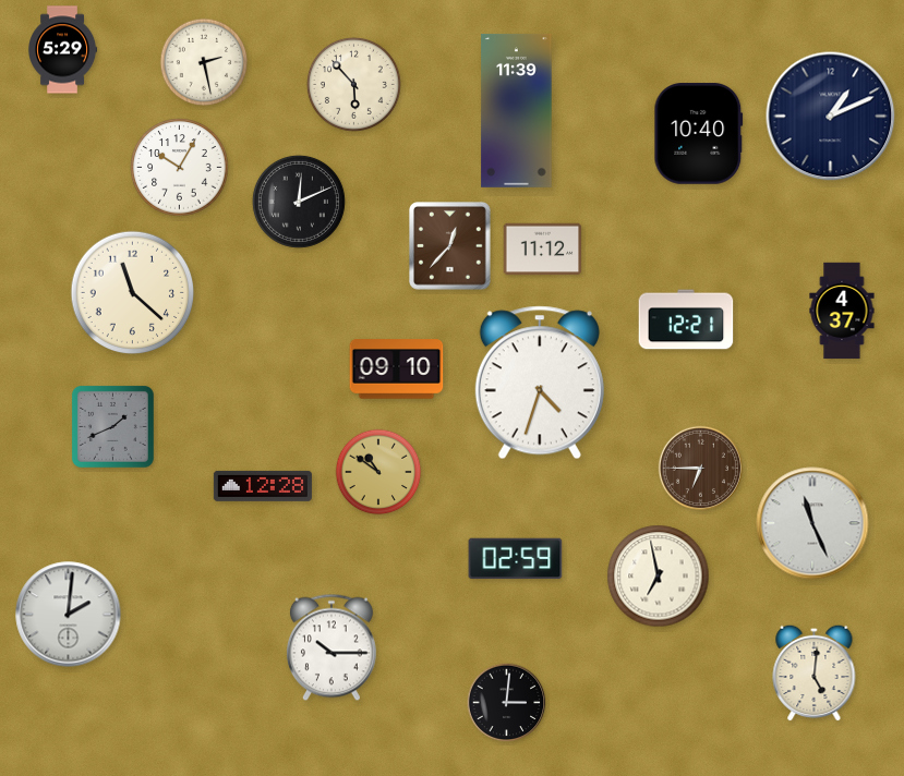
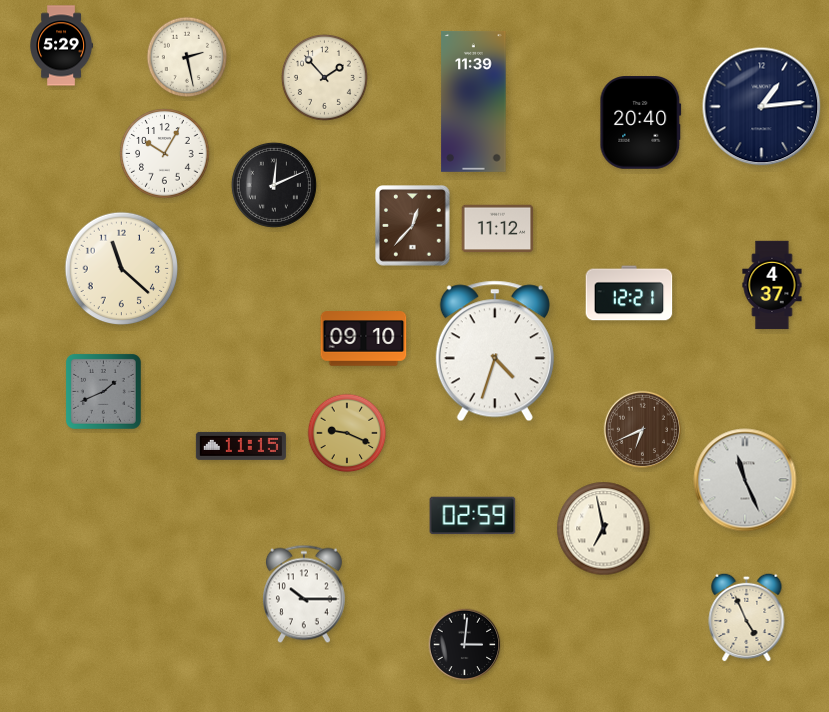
clock at (63, 50) position: (63, 50) -> (62, 46)
clock at (353, 84): 5:53 -> 1:53
clock at (831, 117): 1:11 -> 1:14
clock at (699, 134): 10:40 -> 20:40
clock at (700, 468): 6:45 -> 6:41
clock at (378, 472): 10:51 -> 9:19
clock at (263, 486): 12:28 -> 11:15
clock at (516, 559) position: (516, 559) -> (473, 516)
clock at (69, 615): 2:01 -> none
clock at (815, 672): 5:01 -> 4:56
